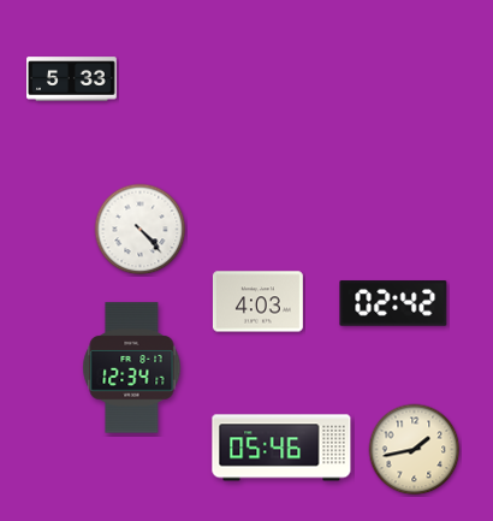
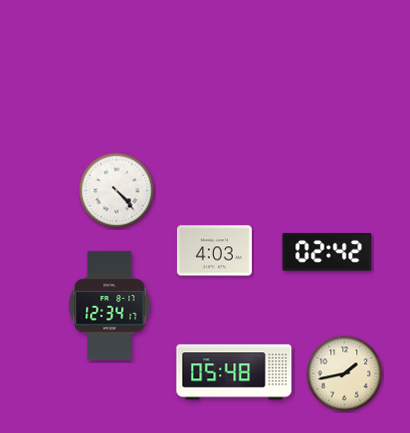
clock at (72, 79): 5:33 -> none
clock at (281, 448): 05:46 -> 05:48
